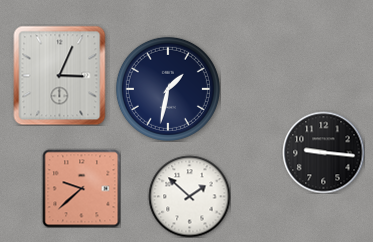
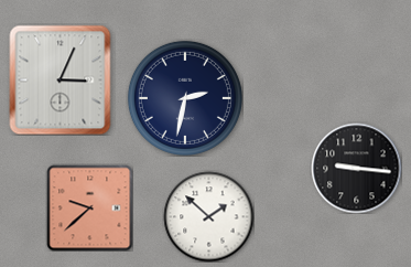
clock at (60, 75) position: (60, 75) -> (61, 79)
clock at (168, 89): 1:32 -> 2:32
